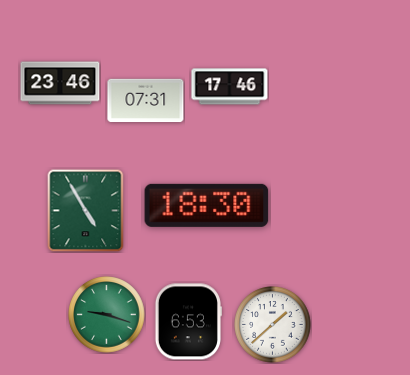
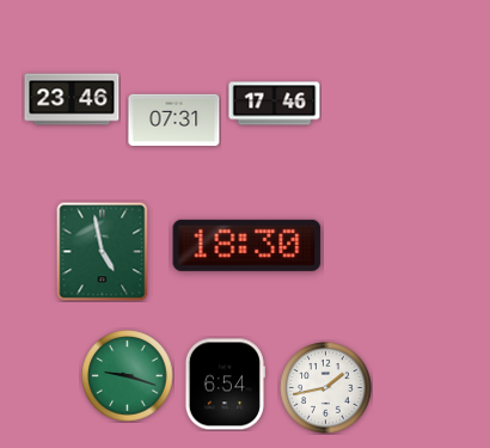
clock at (86, 210): 4:55 -> 4:58
clock at (188, 322): 6:53 -> 6:54
clock at (273, 325): 1:38 -> 1:43
